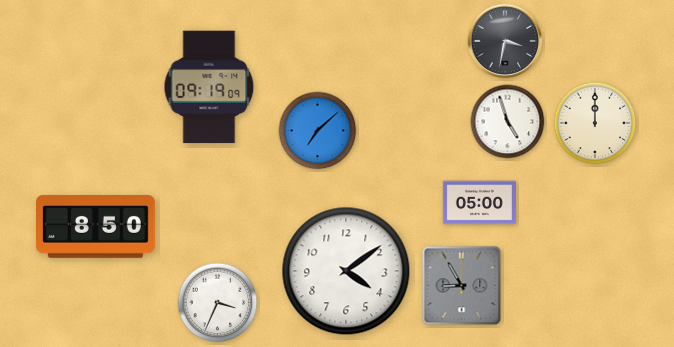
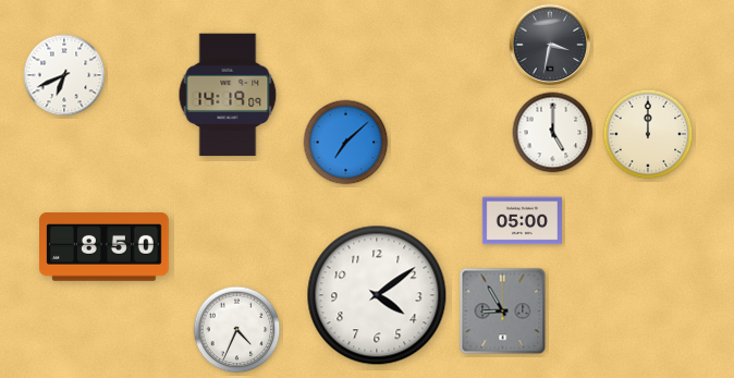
clock at (64, 75): none -> 6:41
clock at (209, 87): 09:19 -> 14:19
clock at (508, 122): 4:57 -> 5:00
clock at (218, 303): 3:34 -> 4:34
